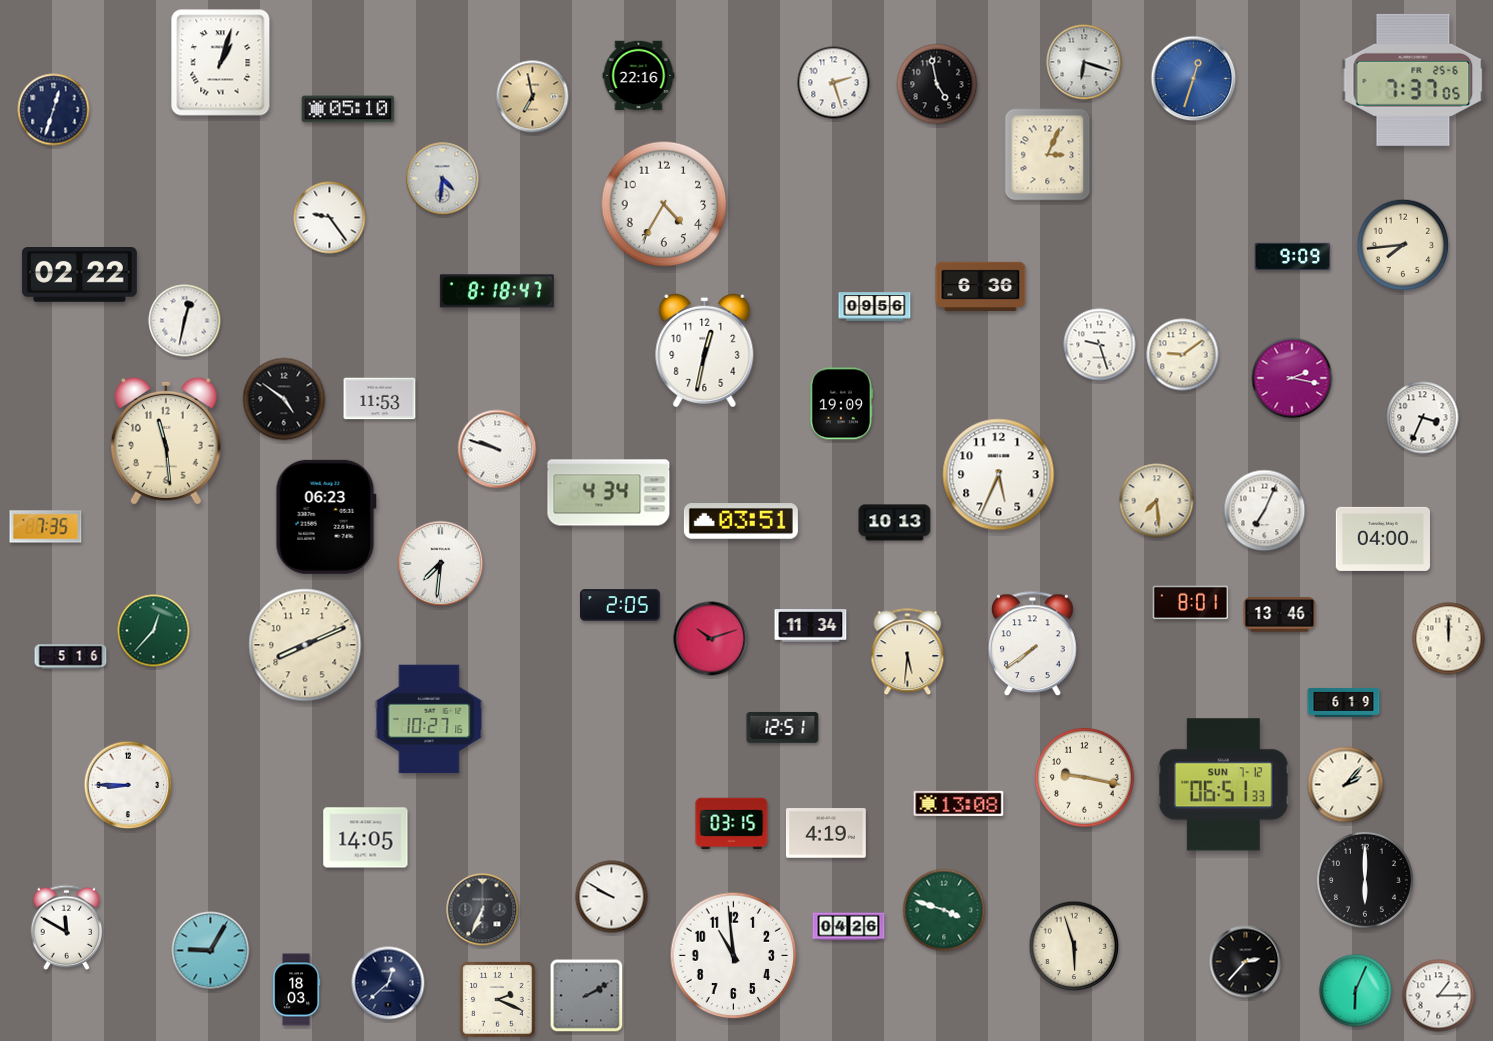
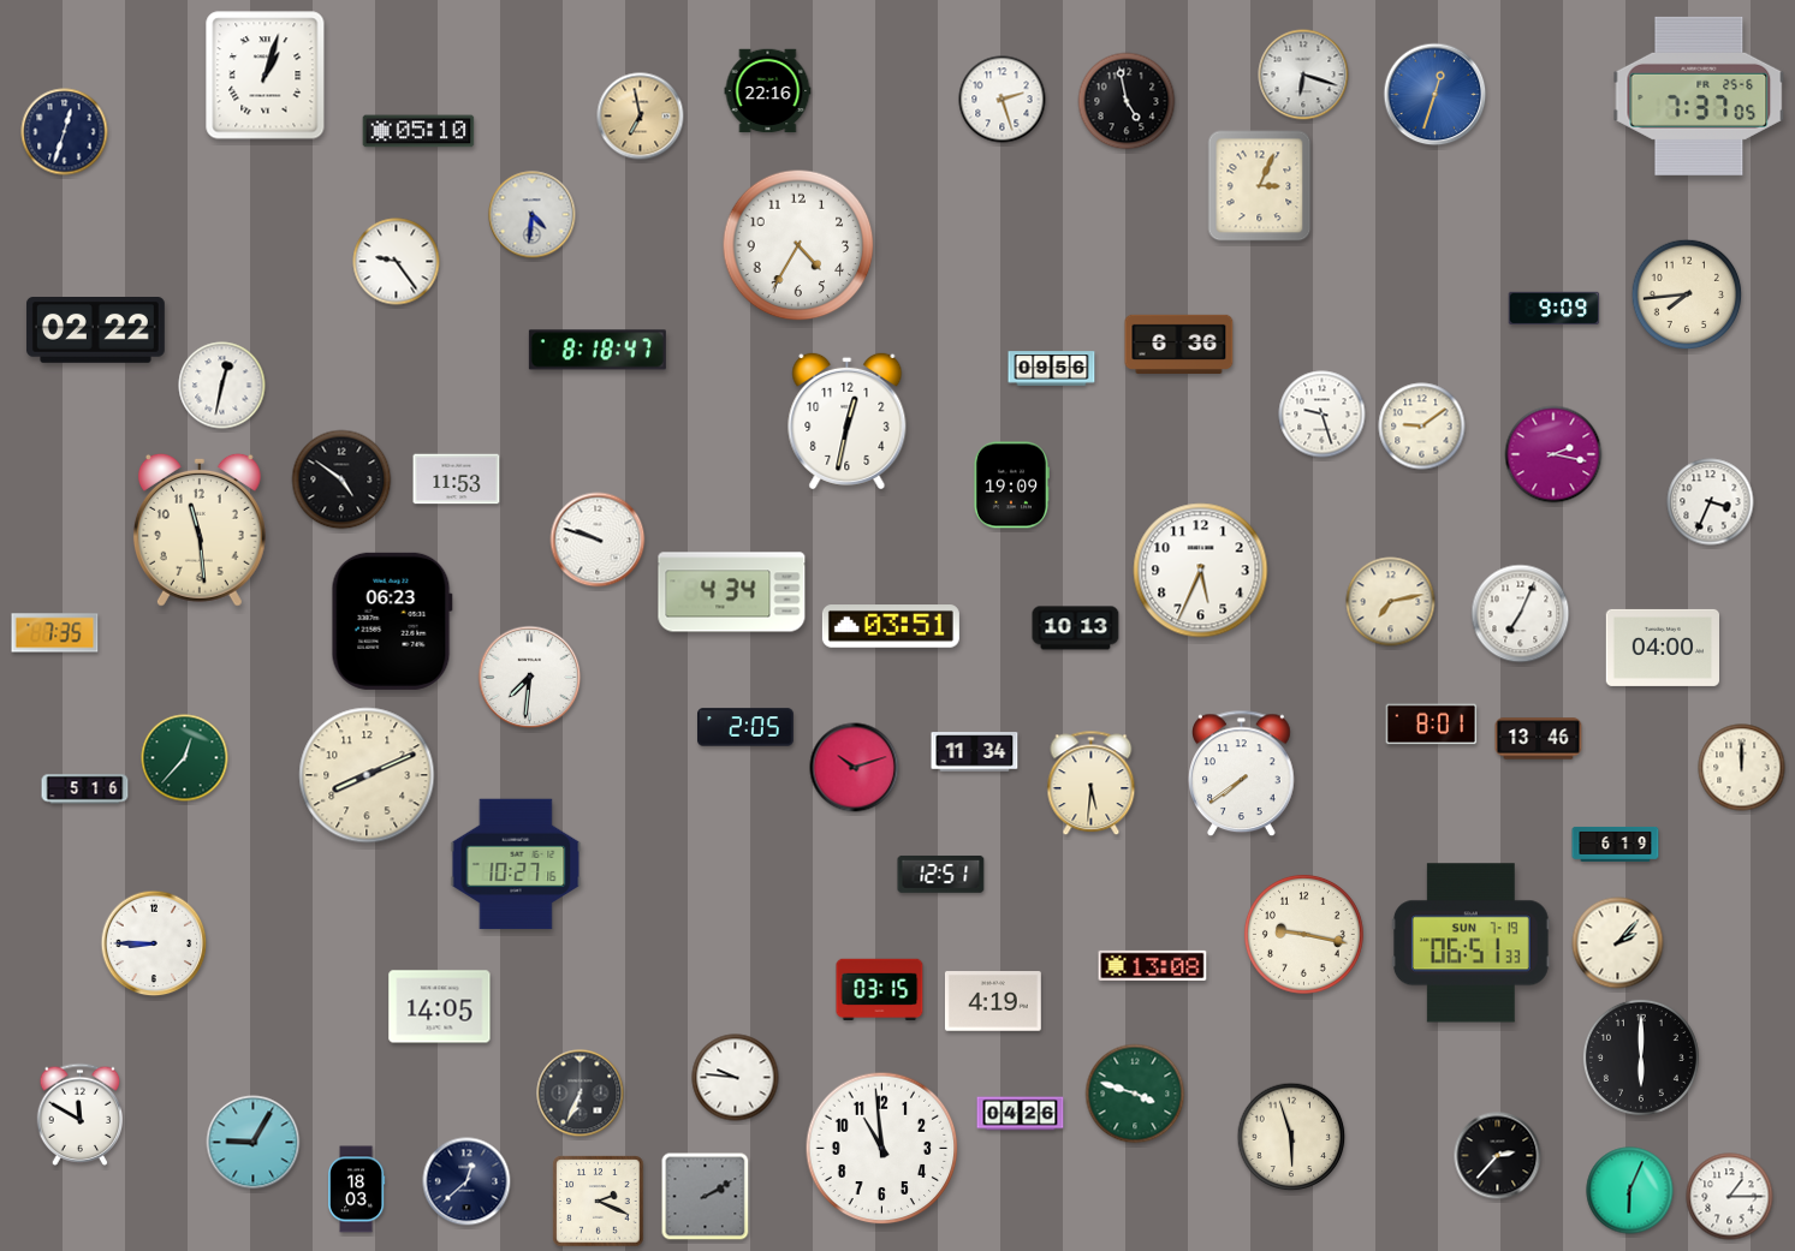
clock at (1157, 501): 7:29 -> 7:13
clock at (1223, 785) date: SUN 7-12 -> SUN 7-19
clock at (612, 897): 9:50 -> 9:46
